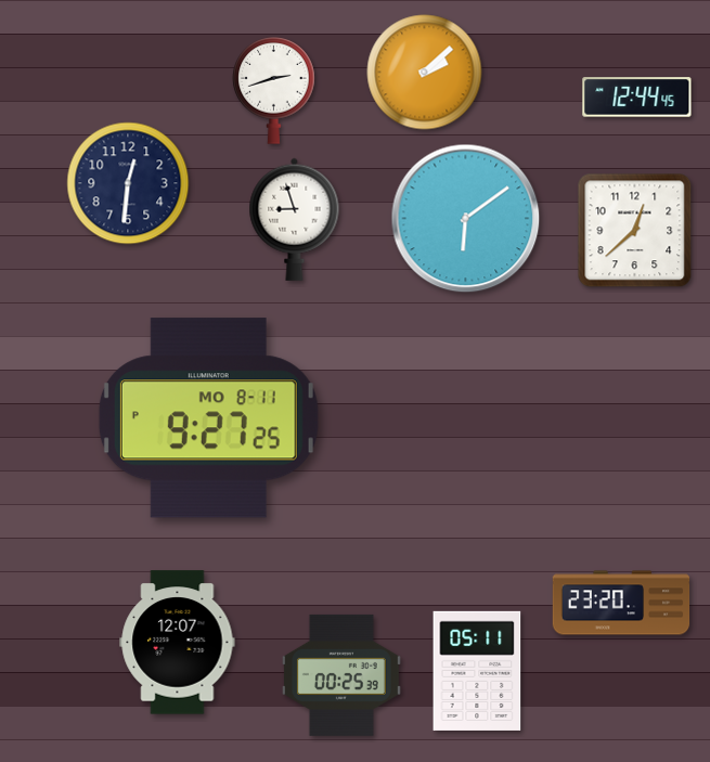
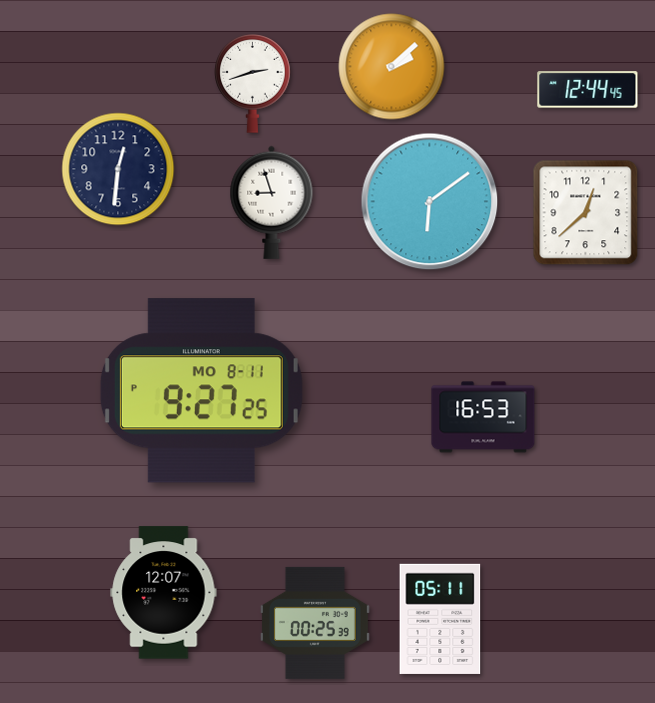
clock at (208, 418) position: (208, 418) -> (201, 391)
clock at (483, 417): none -> 16:53
clock at (621, 603): 23:20 -> none
